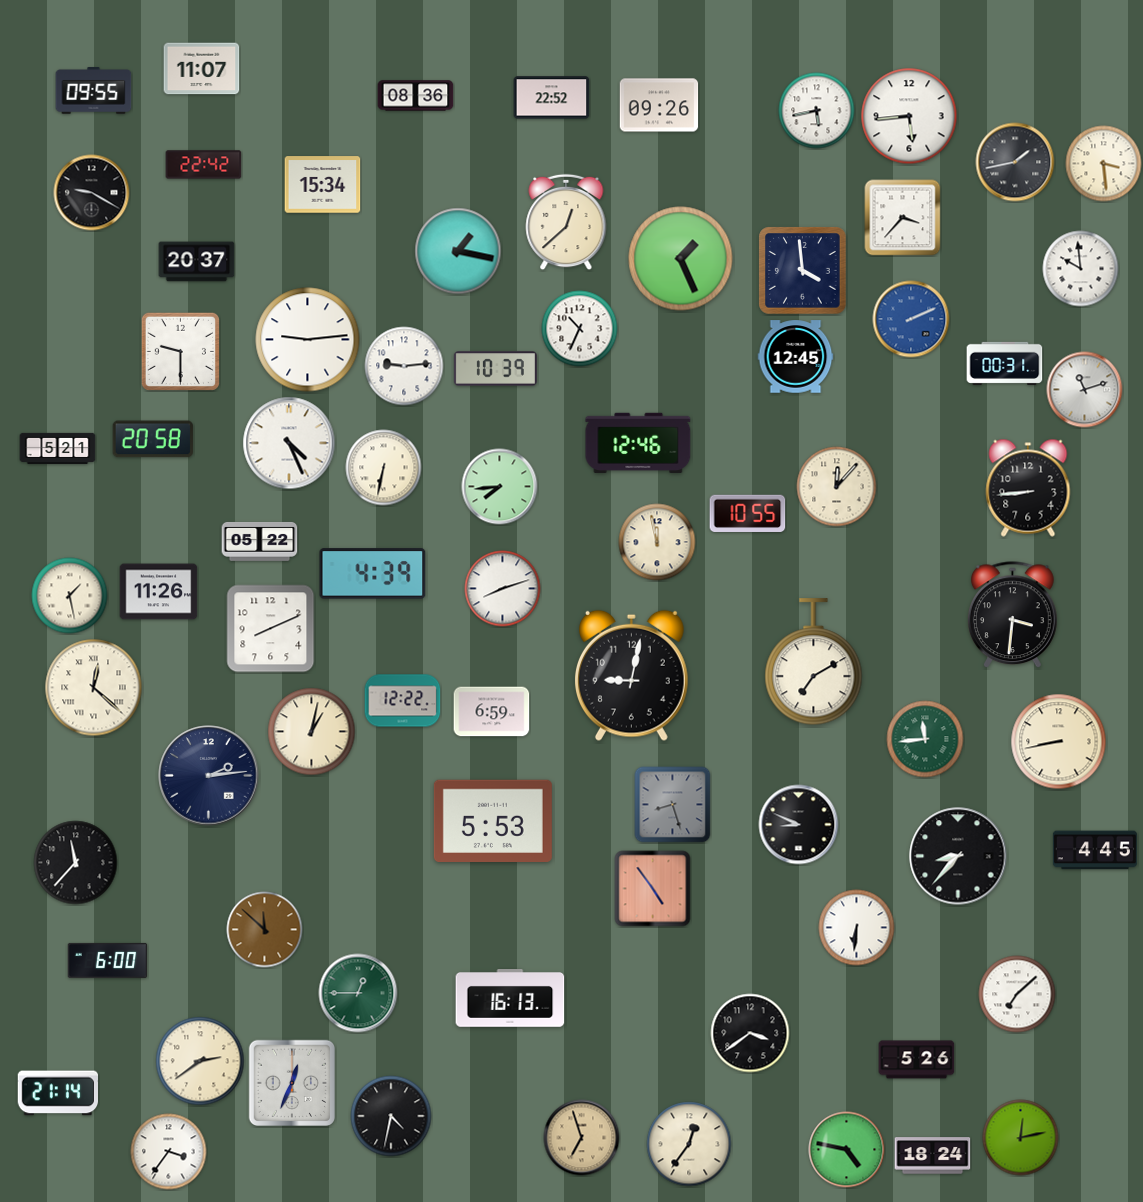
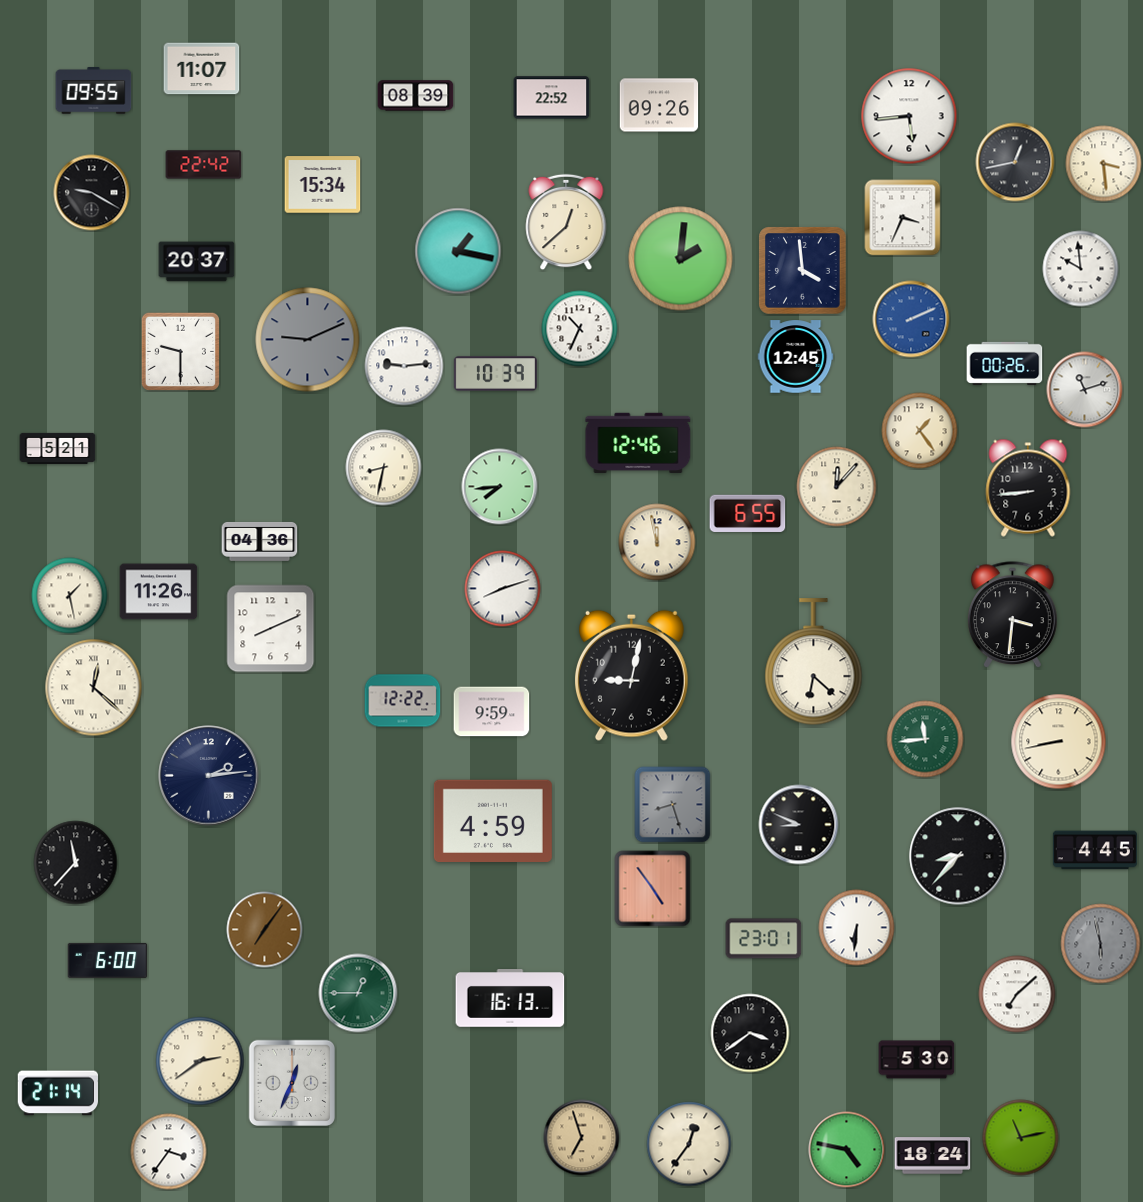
clock at (416, 96): 08:36 -> 08:39
clock at (817, 111): 5:43 -> none
clock at (1015, 162): 1:43 -> 12:43
clock at (903, 218): 3:37 -> 3:34
clock at (681, 259): 1:26 -> 2:01
clock at (308, 340): 9:14 -> 9:11
clock at (308, 340) dial: white -> grey
clock at (1005, 363): 00:31 -> 00:26
clock at (495, 369) position: (495, 369) -> (495, 374)
clock at (920, 431): none -> 1:24
clock at (153, 439): 20:58 -> none
clock at (289, 443): 4:26 -> none
clock at (384, 468): 6:32 -> 8:32
clock at (748, 513): 10:55 -> 6:55
clock at (260, 541): 05:22 -> 04:36
clock at (373, 574): 4:39 -> none
clock at (814, 662): 7:10 -> 6:22
clock at (492, 712): 6:59 -> 9:59
clock at (312, 732): 1:02 -> none
clock at (493, 820): 5:53 -> 4:59
clock at (265, 930): 11:52 -> 7:06
clock at (764, 939): none -> 23:01
clock at (1101, 944): none -> 5:58
clock at (917, 1060): 5:26 -> 5:30
clock at (391, 1116): 4:32 -> none
clock at (1021, 1138): 12:13 -> 11:13
